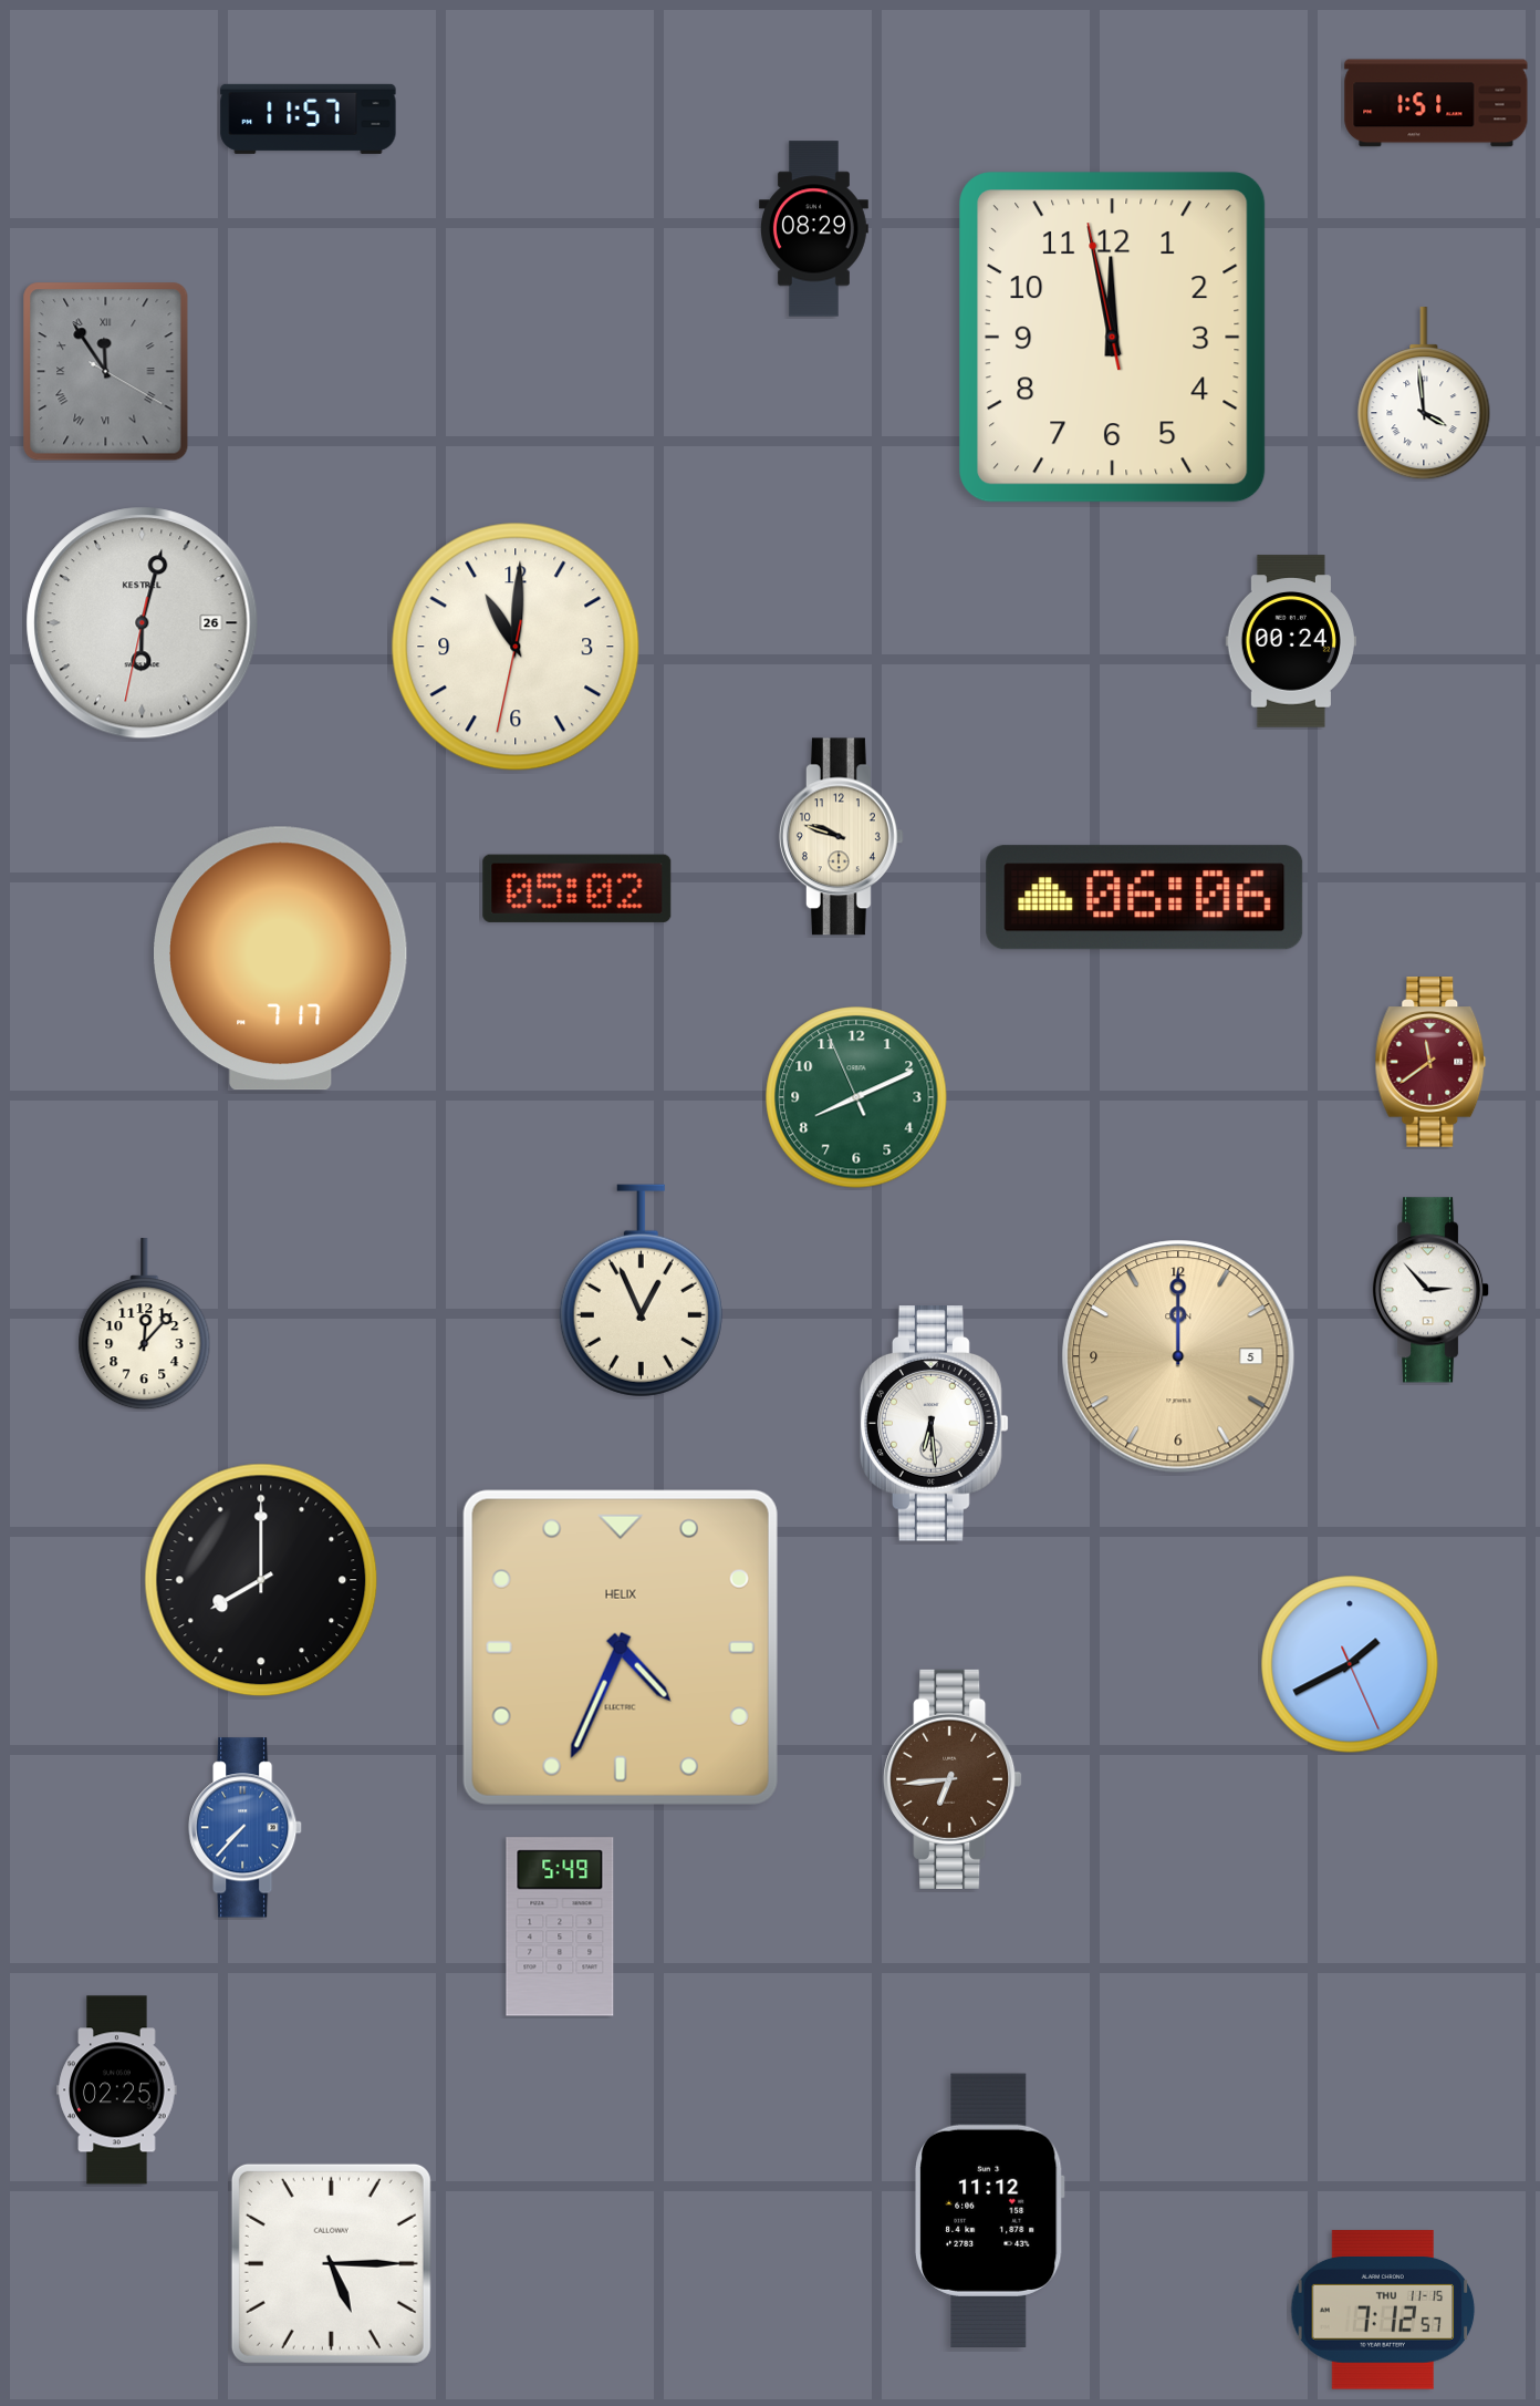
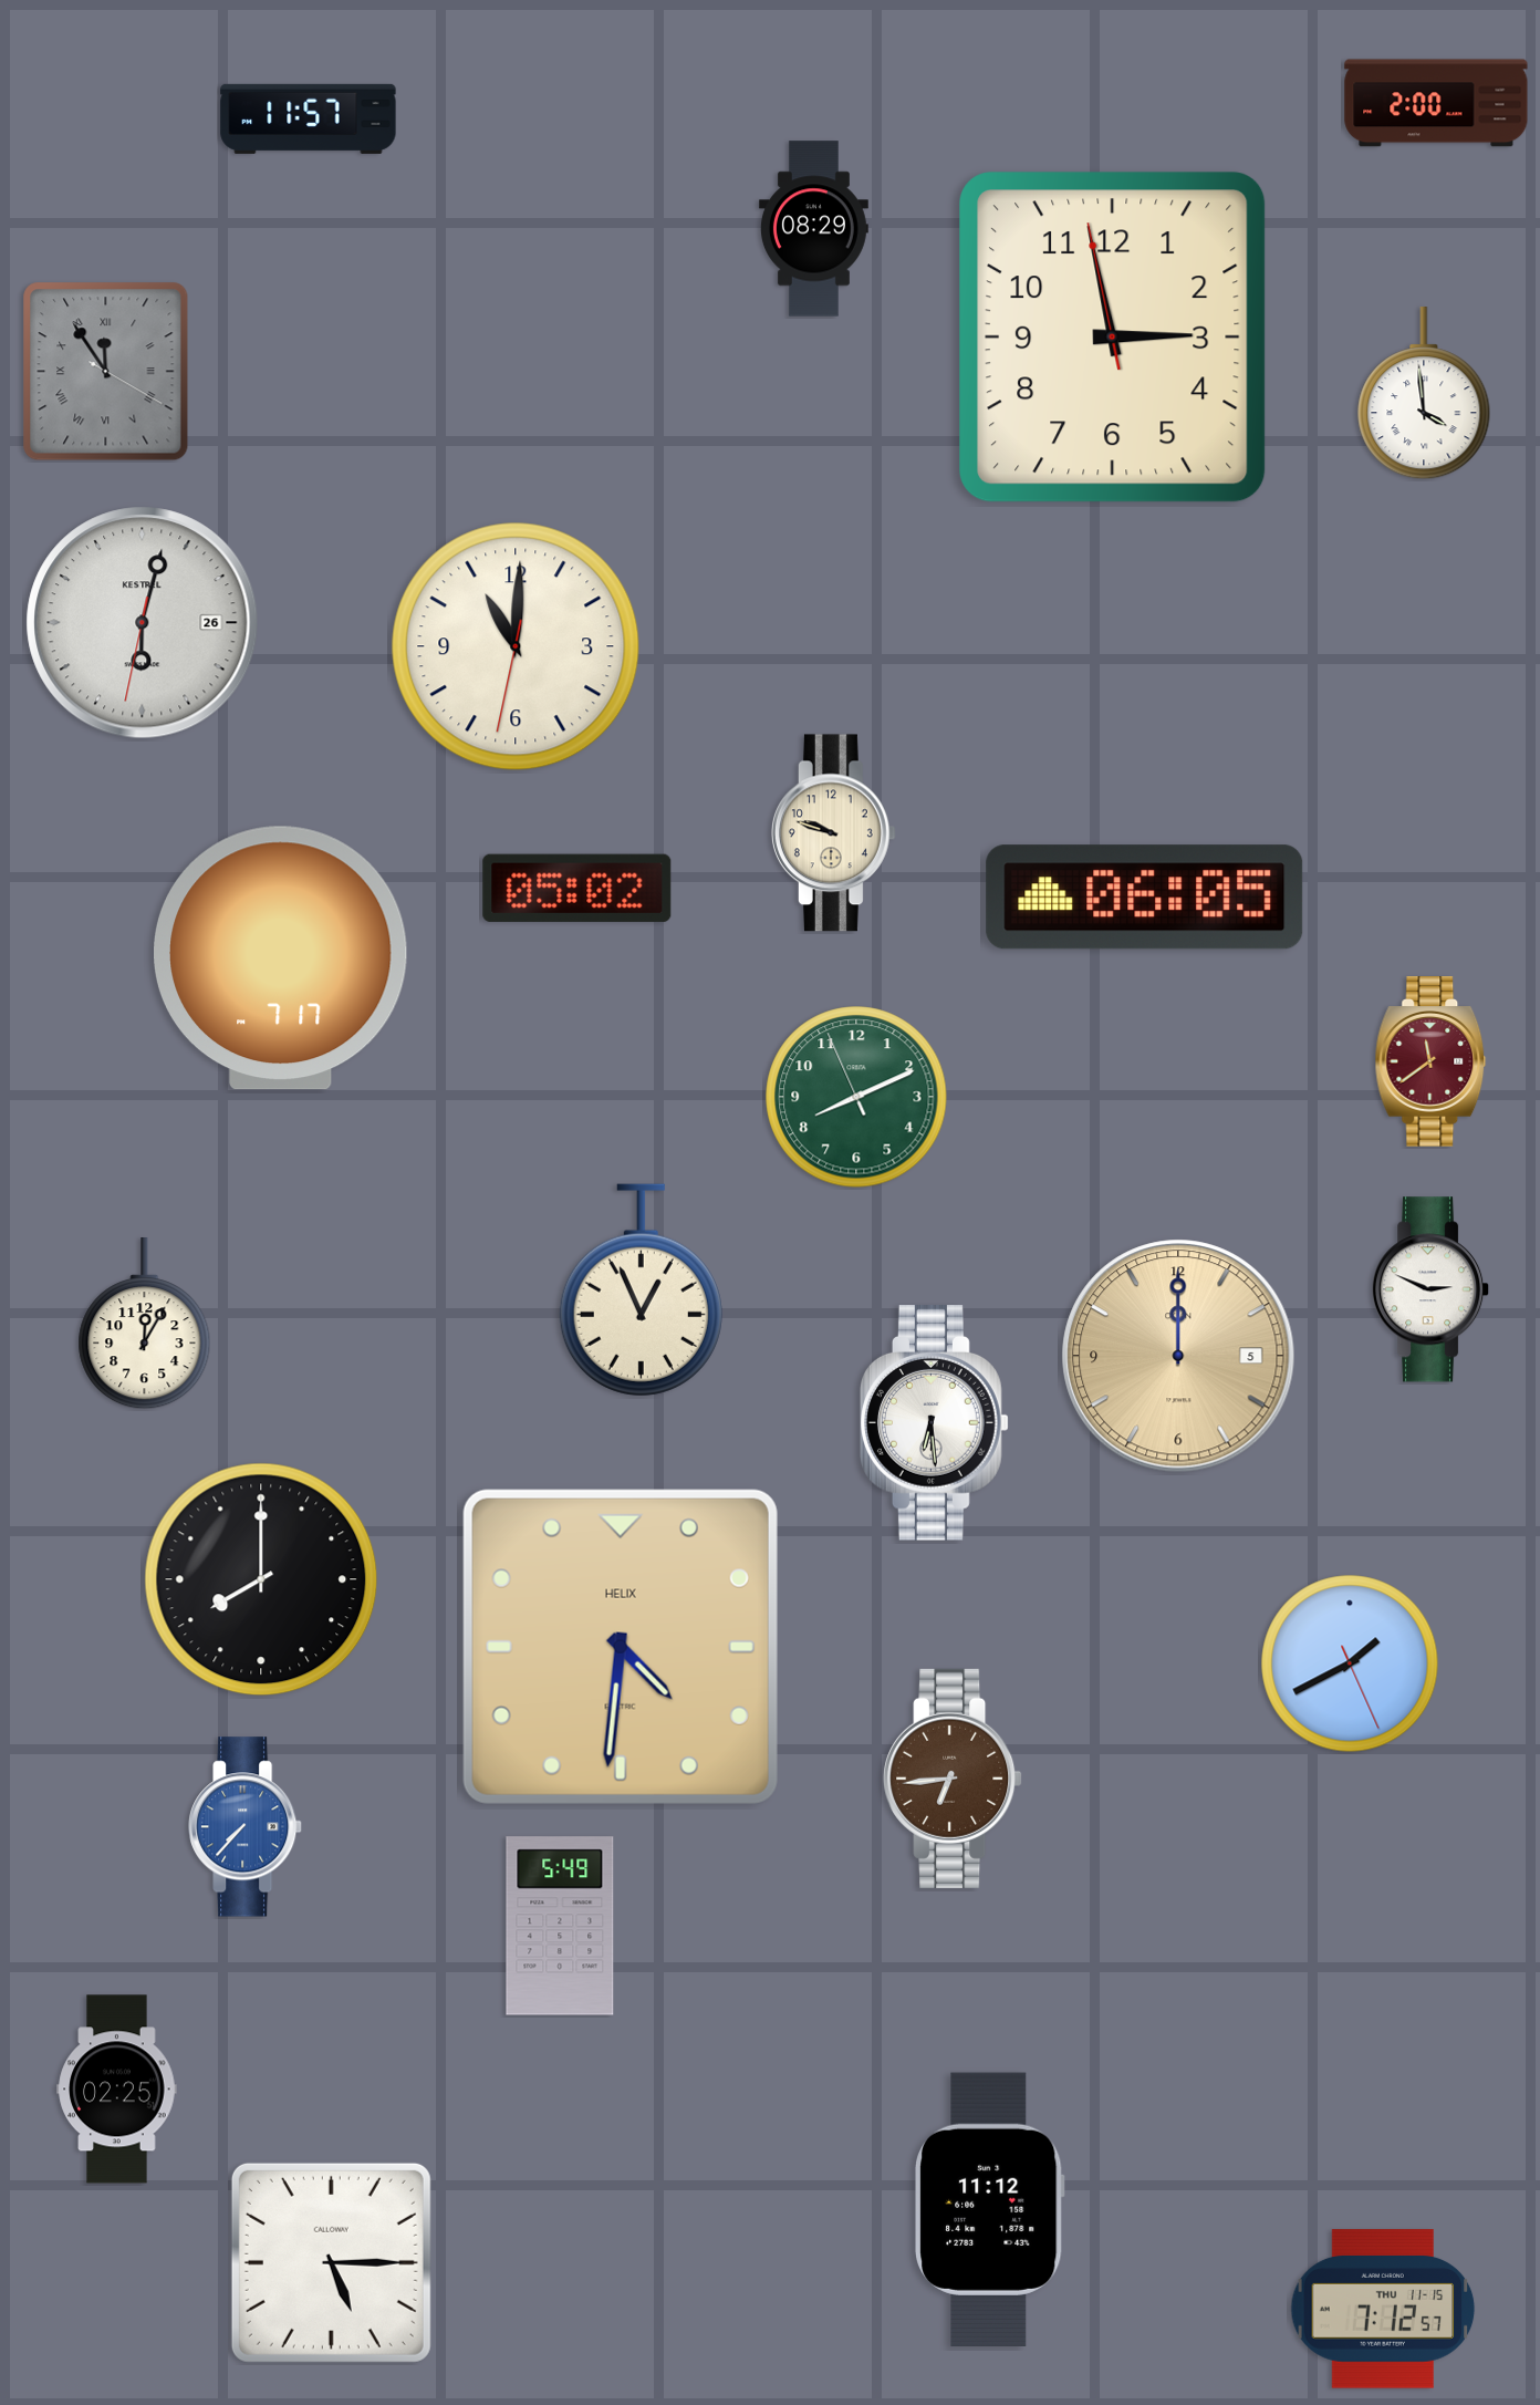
clock at (1436, 103): 1:51 -> 2:00
clock at (1113, 338): 11:57 -> 2:57
clock at (1291, 641): 00:24 -> none
clock at (841, 837) position: (841, 837) -> (833, 833)
clock at (1145, 898): 06:06 -> 06:05
clock at (1432, 1290): 2:53 -> 2:49
clock at (145, 1324): 12:07 -> 12:05
clock at (621, 1648): 4:34 -> 4:31
